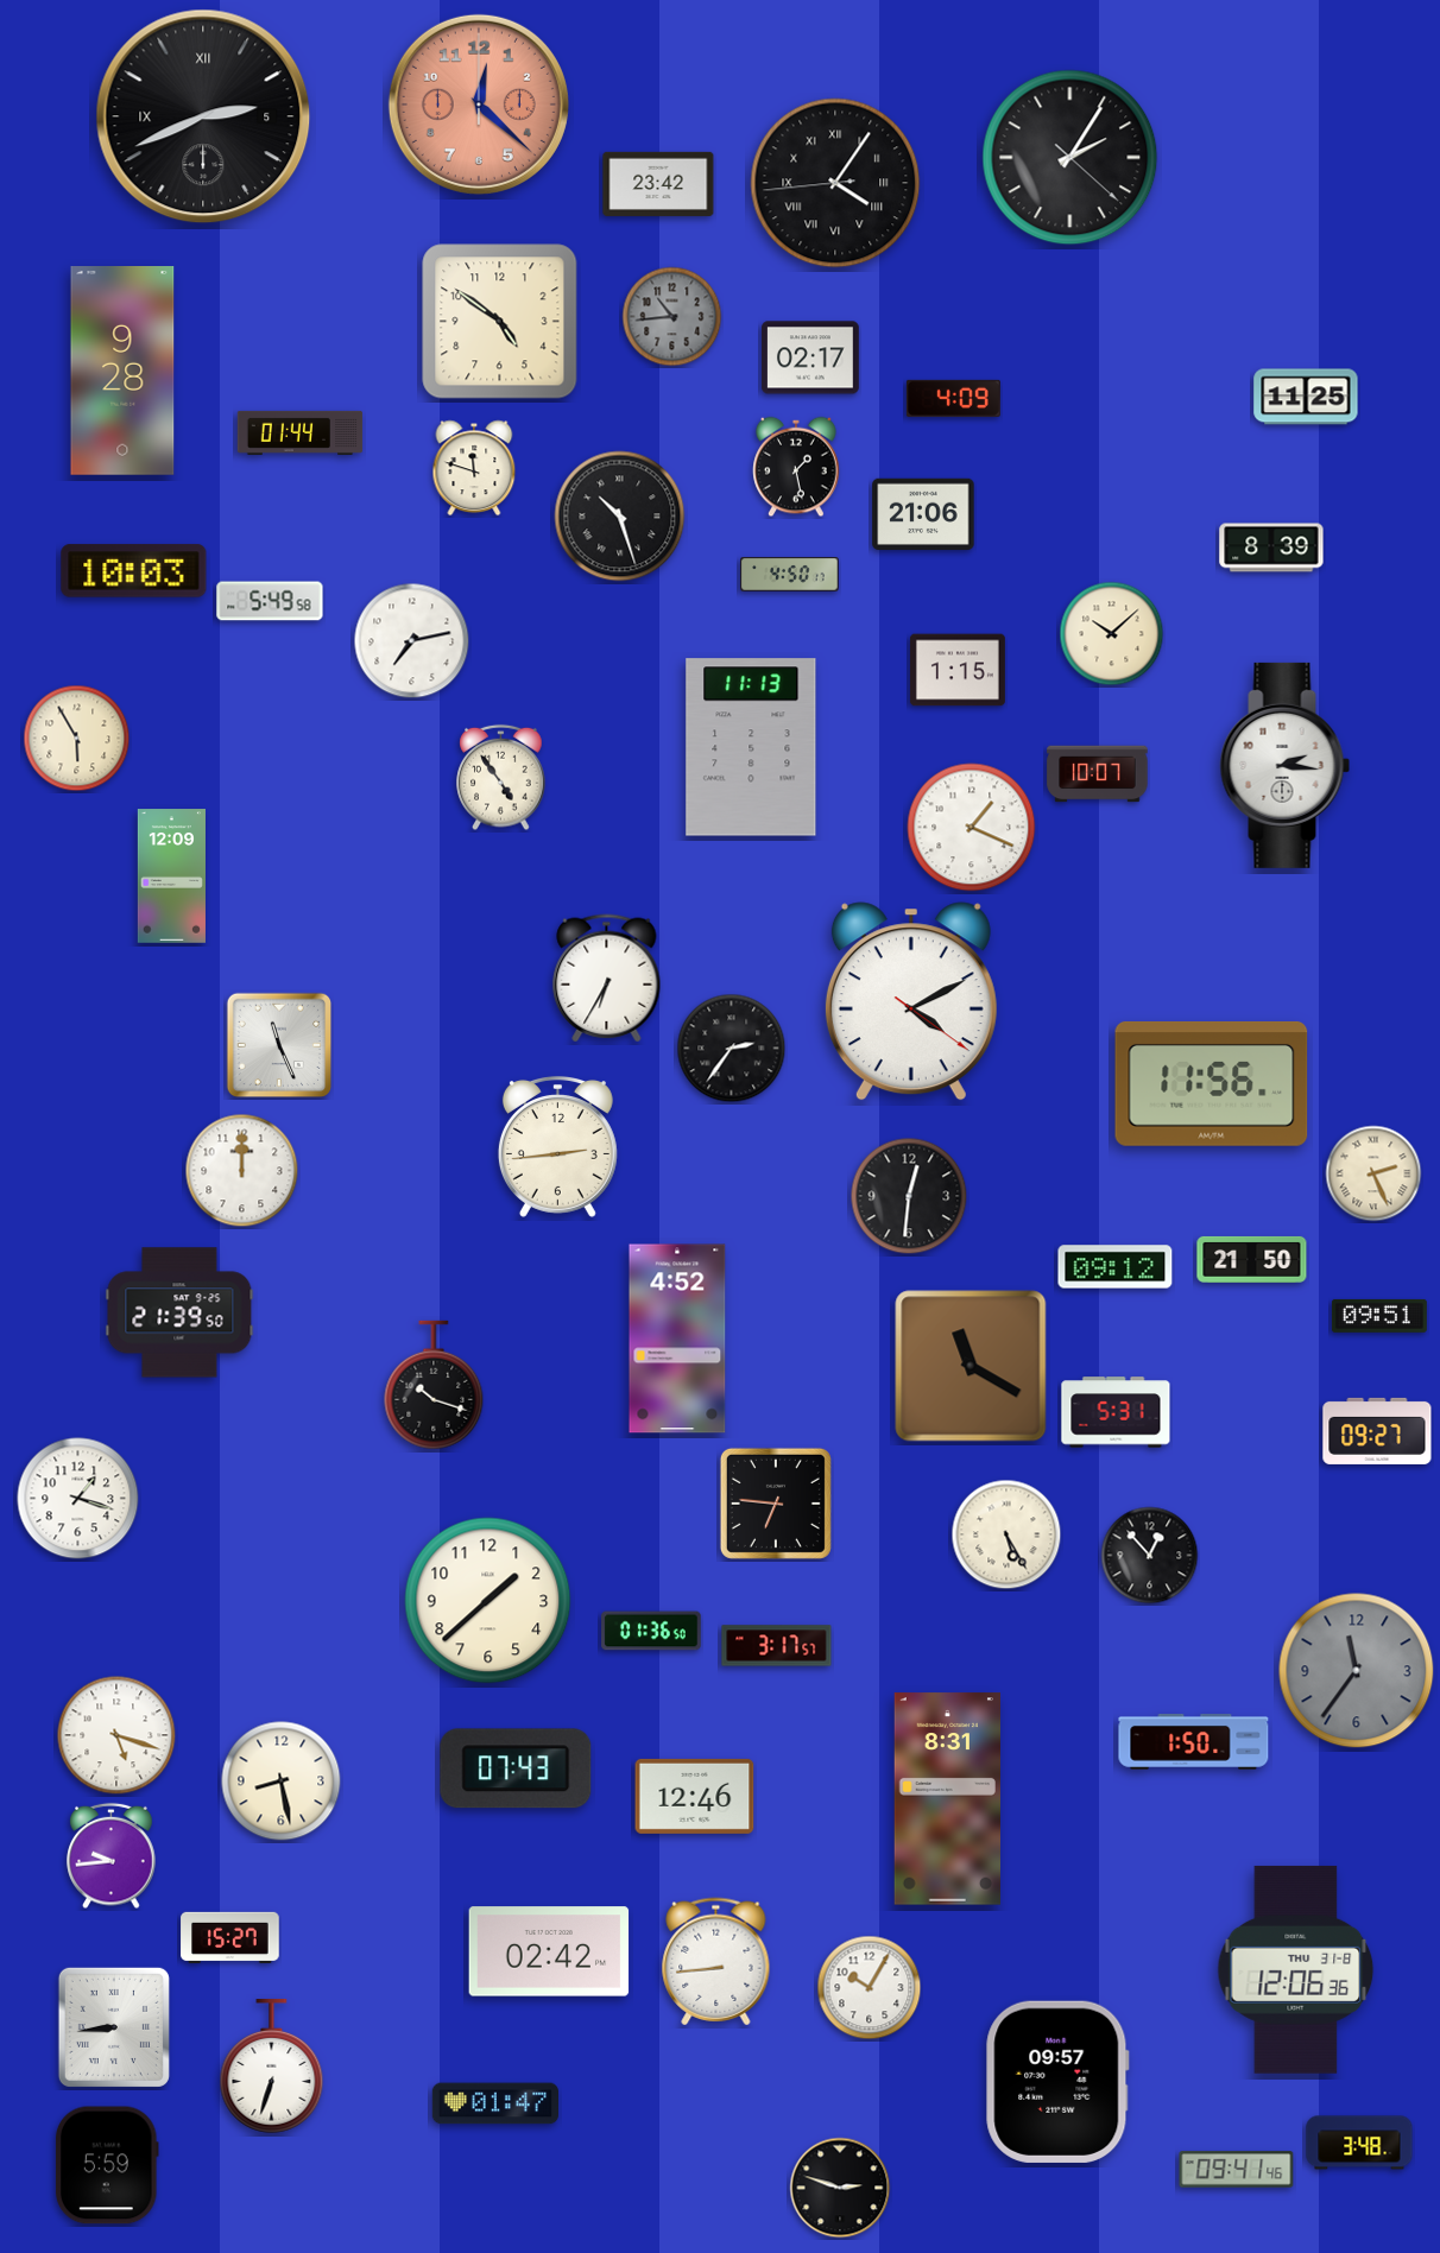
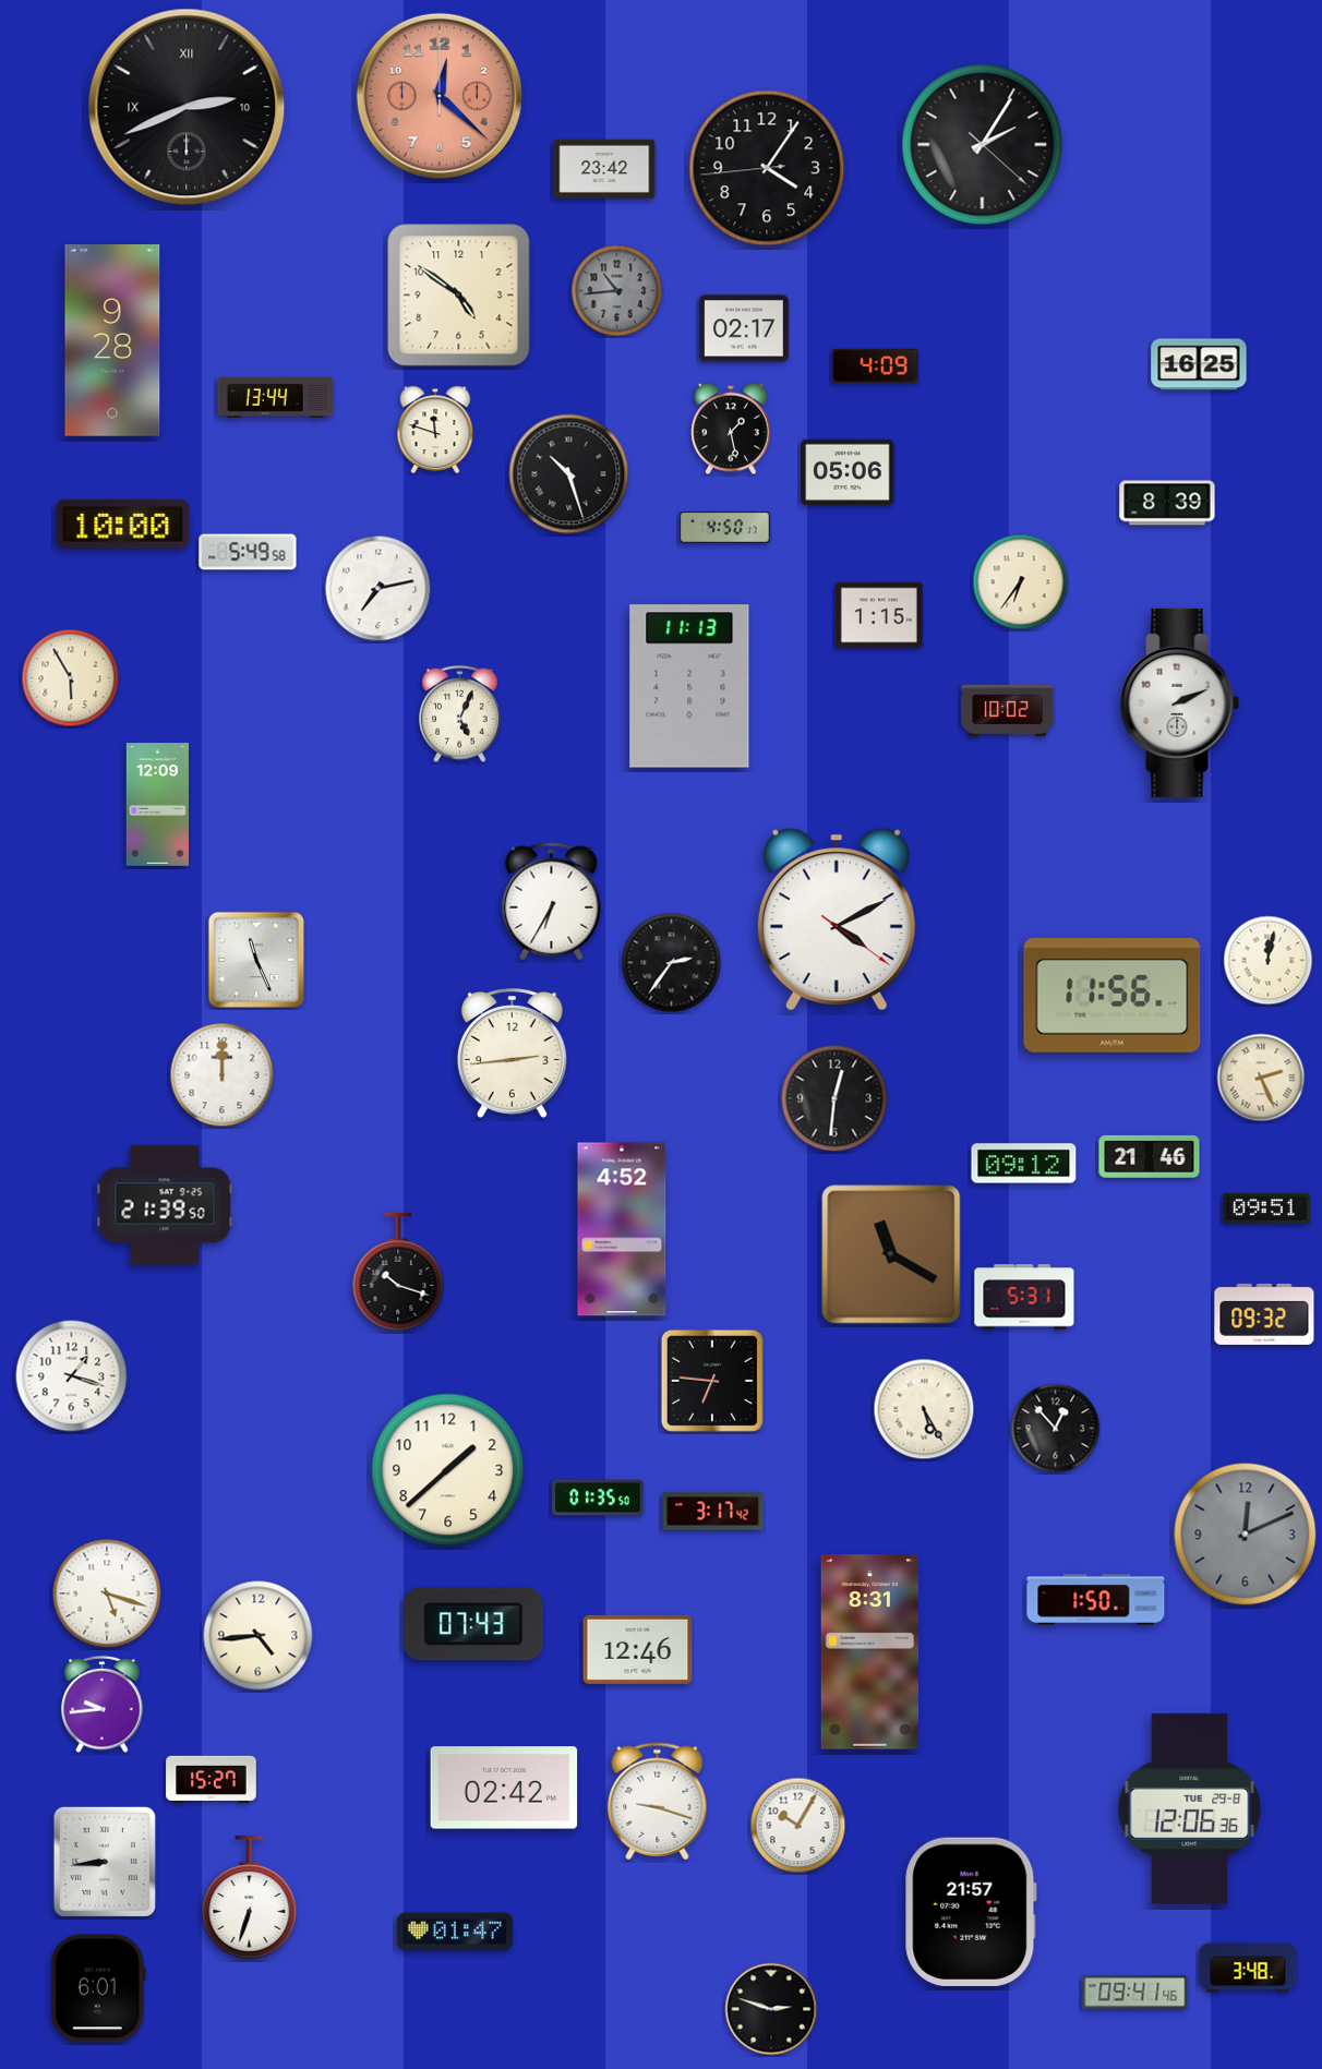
clock at (203, 116) date: 5 -> 10
clock at (835, 183) numerals: Roman -> Arabic
clock at (1306, 397): 11:25 -> 16:25
clock at (301, 432): 01:44 -> 13:44
clock at (923, 513): 21:06 -> 05:06
clock at (134, 571): 10:03 -> 10:00
clock at (1112, 634): 10:08 -> 6:36
clock at (1286, 765): 2:16 -> 2:11
clock at (1098, 774): 10:07 -> 10:02
clock at (501, 778): 4:54 -> 5:04
clock at (972, 828): 1:19 -> none
clock at (607, 979) position: (607, 979) -> (552, 902)
clock at (1269, 961): none -> 12:02
clock at (1252, 1259): 21:50 -> 21:46
clock at (1377, 1431): 09:27 -> 09:32
clock at (651, 1631): 01:36 -> 01:35
clock at (777, 1646): 3:17:57 -> 3:17:42
clock at (1357, 1671): 11:36 -> 12:11
clock at (282, 1781): 8:28 -> 4:44
clock at (549, 1951) position: (549, 1951) -> (504, 1788)
clock at (716, 1962): 8:44 -> 9:18
clock at (1296, 1969) date: THU 31-8 -> TUE 29-8
clock at (1057, 2082): 09:57 -> 21:57
clock at (107, 2165): 5:59 -> 6:01
